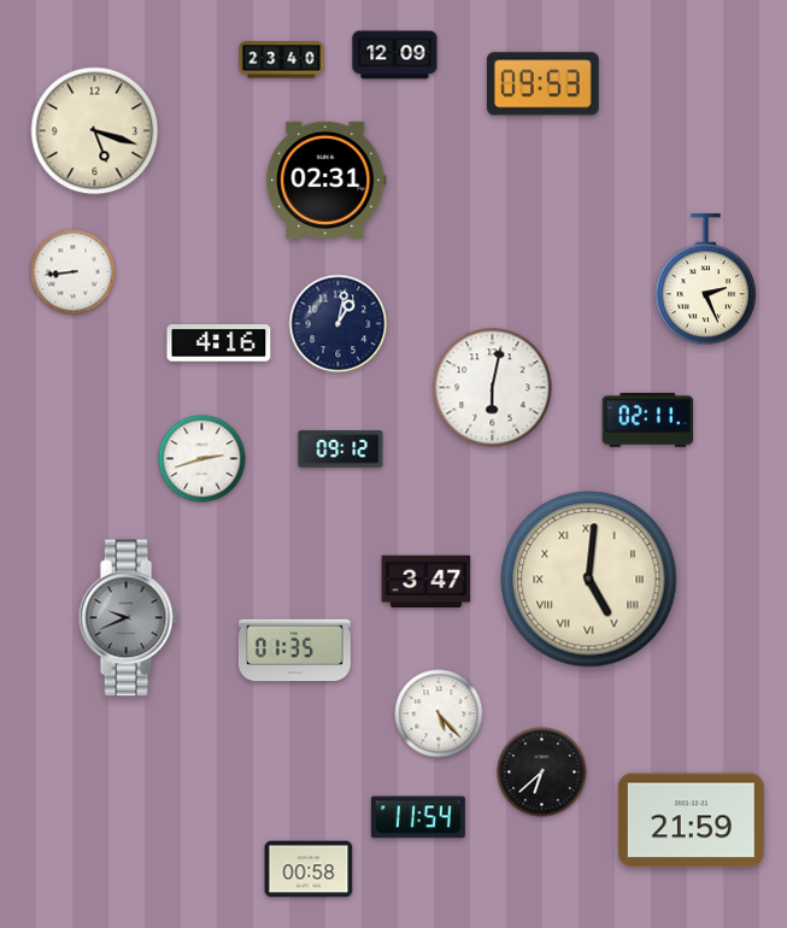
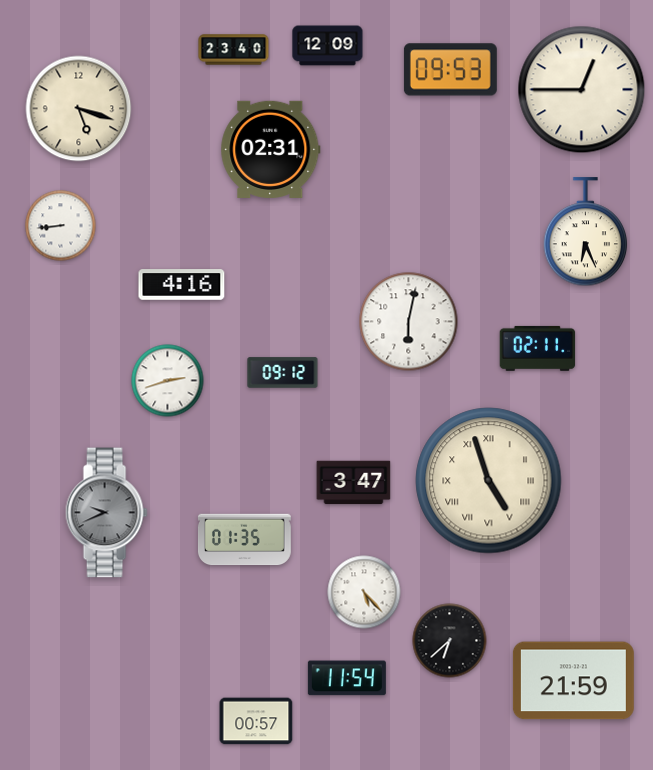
clock at (582, 90): none -> 12:45
clock at (706, 280): 2:26 -> 6:26
clock at (339, 324): 1:02 -> none
clock at (589, 580): 5:01 -> 4:57
clock at (309, 869): 00:58 -> 00:57
